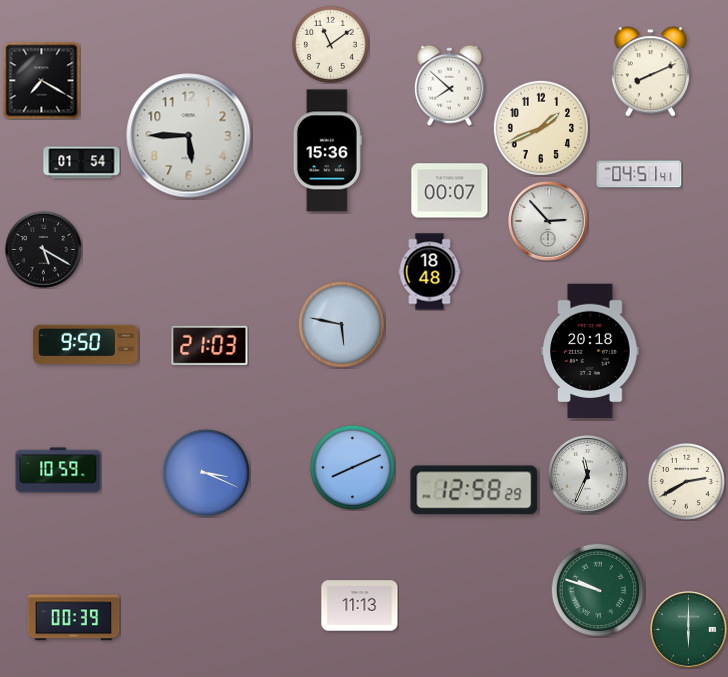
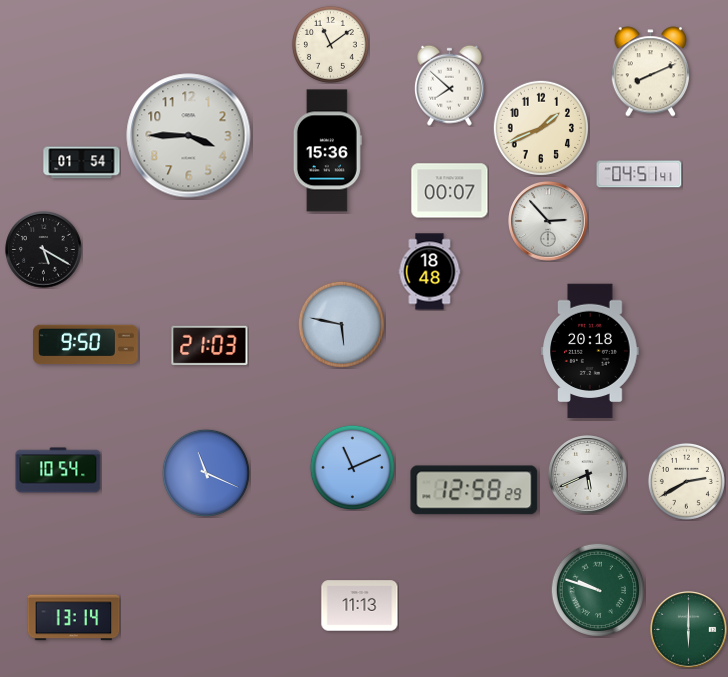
clock at (41, 80): 7:20 -> none
clock at (189, 136): 5:45 -> 3:45
clock at (352, 467): 8:11 -> 11:11
clock at (58, 470): 10:59 -> 10:54
clock at (206, 473): 3:19 -> 11:19
clock at (588, 475): 11:34 -> 5:41
clock at (74, 618): 00:39 -> 13:14
